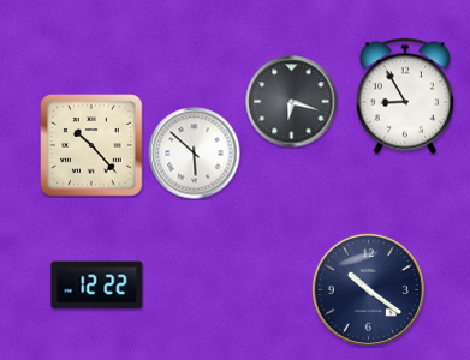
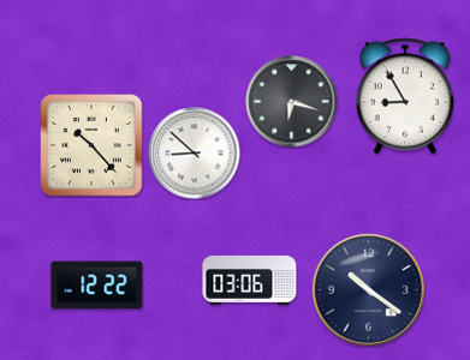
clock at (195, 154): 5:52 -> 8:52
clock at (250, 280): none -> 03:06
